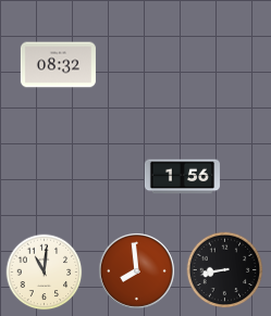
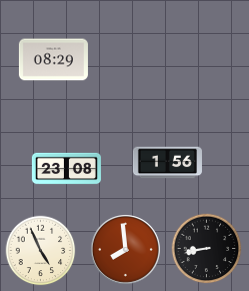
clock at (58, 65): 08:32 -> 08:29
clock at (66, 169): none -> 23:08
clock at (45, 273): 11:01 -> 4:56
